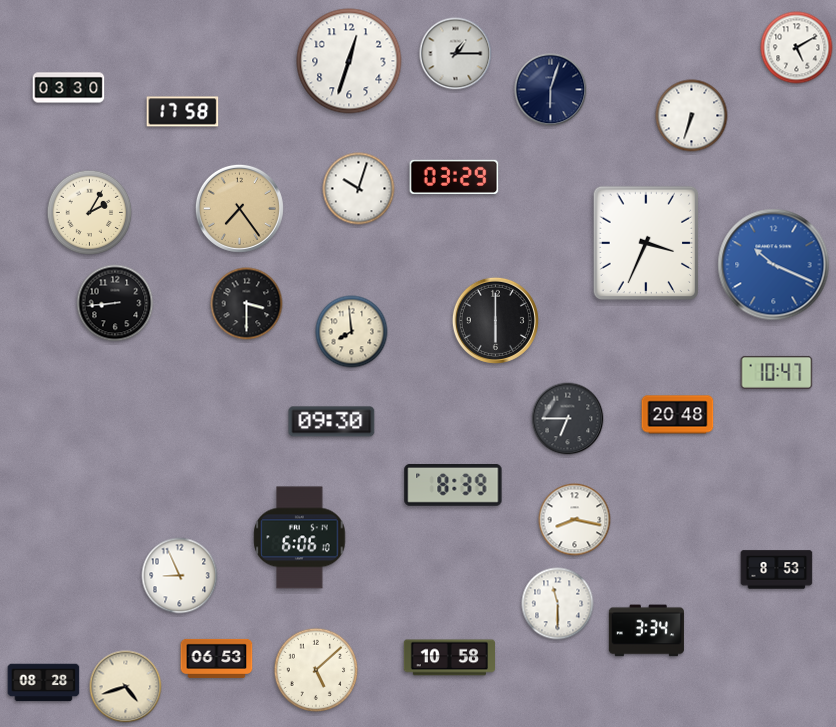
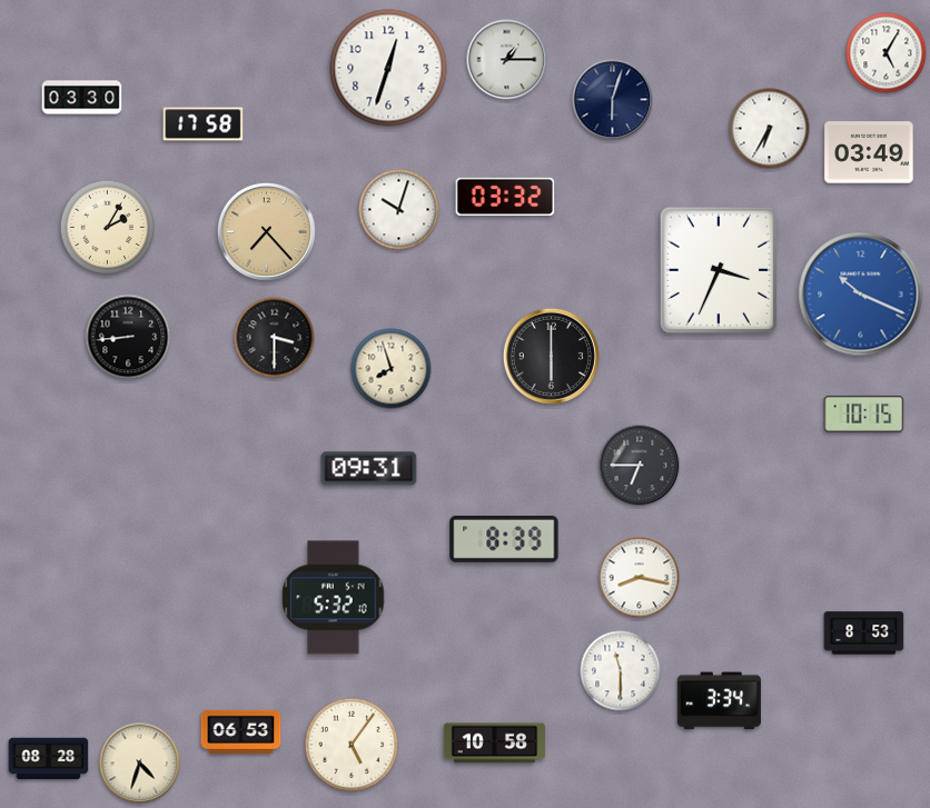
clock at (797, 48): 5:10 -> 5:05
clock at (69, 88) position: (69, 88) -> (82, 98)
clock at (692, 116): 6:33 -> 6:35
clock at (869, 152): none -> 03:49
clock at (454, 176): 03:29 -> 03:32
clock at (239, 208): 7:24 -> 7:23
clock at (90, 213) position: (90, 213) -> (108, 228)
clock at (352, 332): 7:59 -> 7:57
clock at (777, 372): 10:47 -> 10:15
clock at (678, 415): 20:48 -> none
clock at (568, 419) position: (568, 419) -> (640, 466)
clock at (332, 422): 09:30 -> 09:31
clock at (300, 538): 6:06 -> 5:32
clock at (180, 576): 8:56 -> none
clock at (449, 658) position: (449, 658) -> (494, 744)
clock at (316, 670): 5:08 -> 5:06
clock at (126, 687): 4:42 -> 4:33
